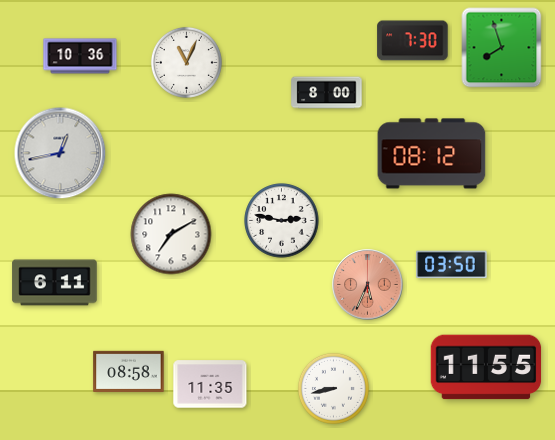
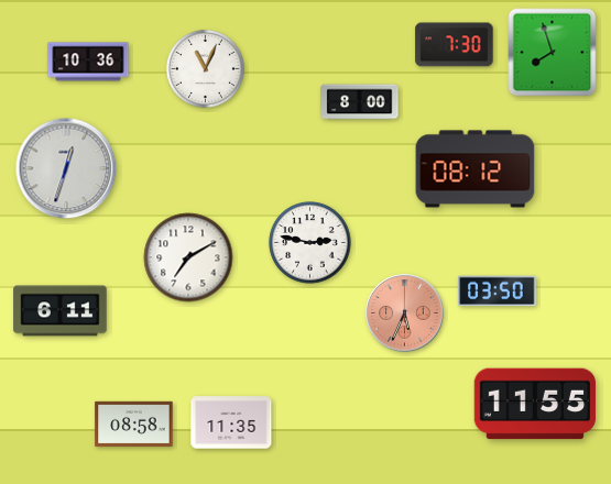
clock at (60, 153): 12:43 -> 12:33
clock at (129, 371) position: (129, 371) -> (134, 424)
clock at (333, 388): 8:43 -> none
